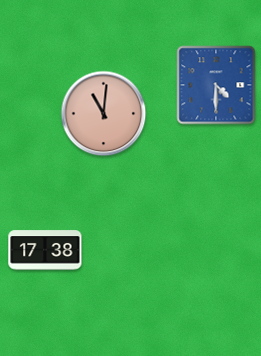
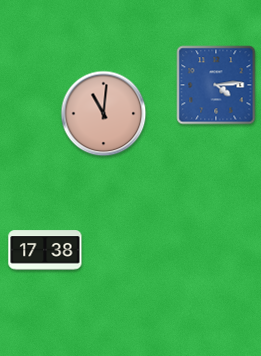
clock at (216, 85): 4:30 -> 4:14
